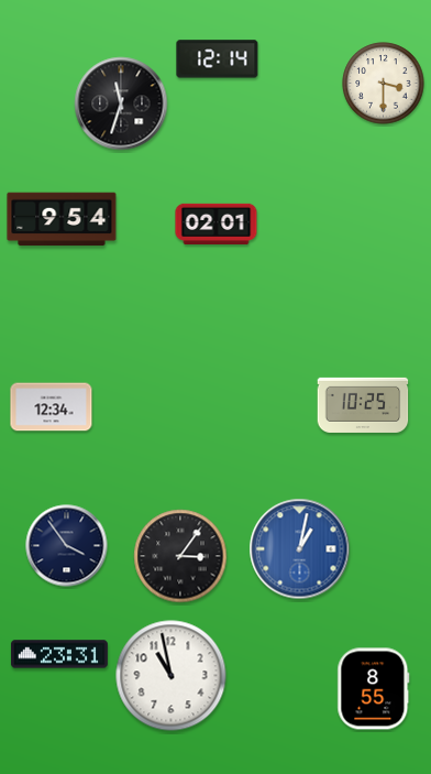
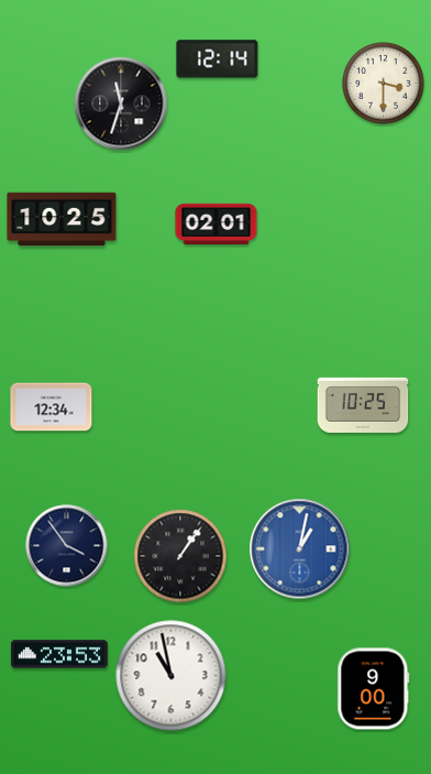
clock at (62, 219): 9:54 -> 10:25
clock at (180, 556): 3:06 -> 1:06
clock at (59, 654): 23:31 -> 23:53
clock at (374, 689): 8:55 -> 9:00
